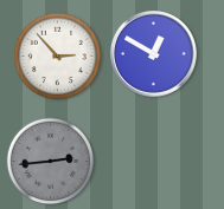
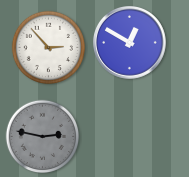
clock at (154, 54) position: (154, 54) -> (130, 43)
clock at (51, 162): 2:44 -> 2:47
